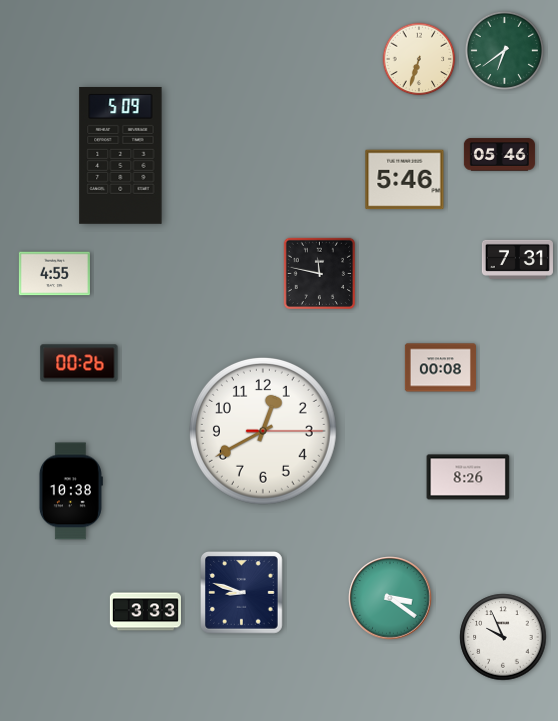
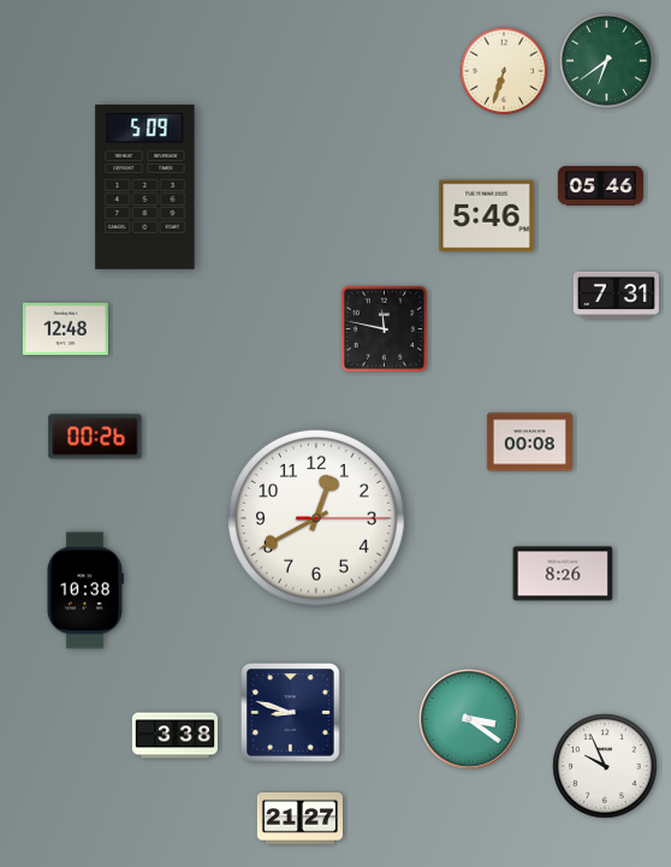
clock at (517, 259) position: (517, 259) -> (616, 295)
clock at (54, 274): 4:55 -> 12:48
clock at (145, 612): 3:33 -> 3:38
clock at (299, 818): none -> 21:27
